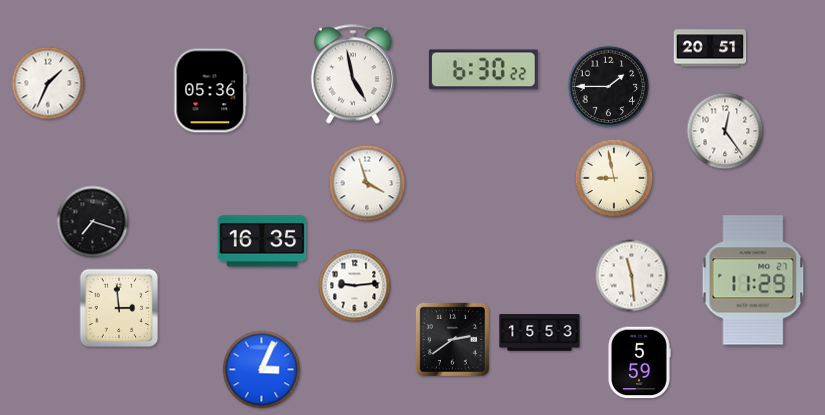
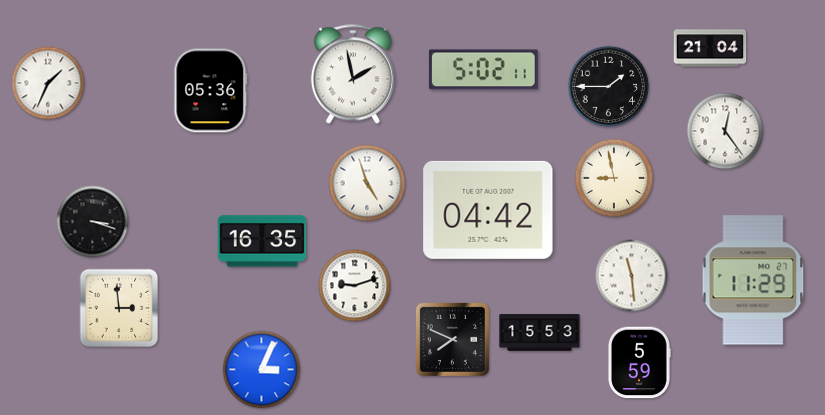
clock at (710, 48): 20:51 -> 21:04
clock at (483, 70): 6:30 -> 5:02
clock at (353, 74): 4:58 -> 1:58
clock at (367, 183): 3:57 -> 4:57
clock at (488, 210): none -> 04:42
clock at (93, 222): 7:18 -> 3:18
clock at (355, 286): 9:14 -> 9:12
clock at (452, 339): 2:39 -> 7:49
